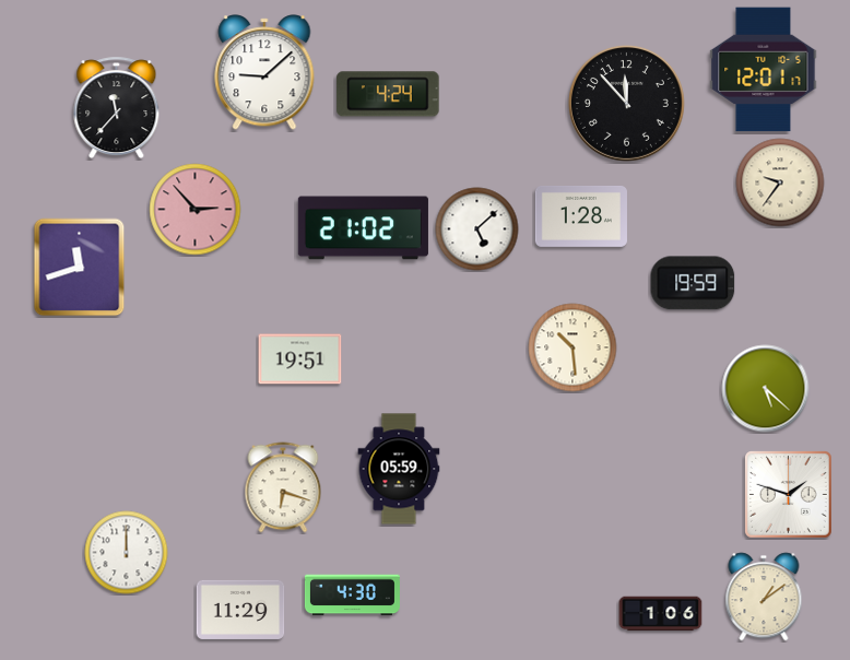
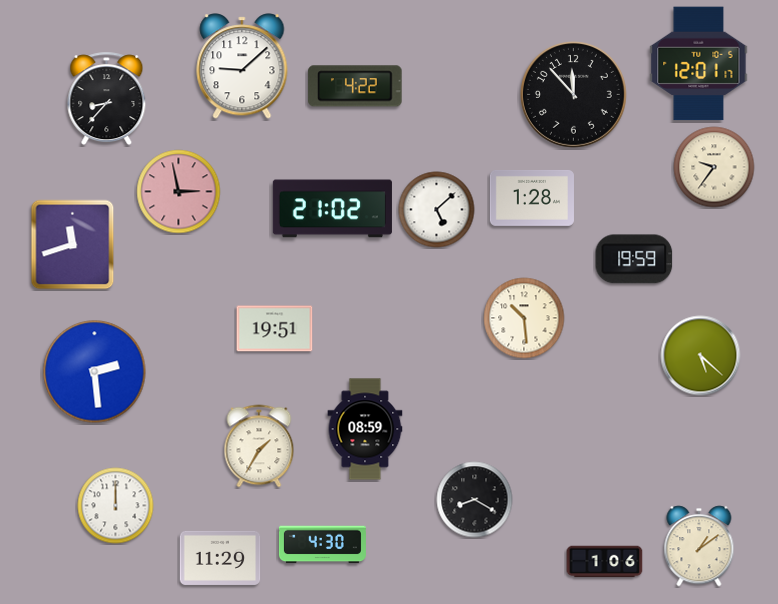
clock at (388, 94): 4:24 -> 4:22
clock at (117, 108): 11:37 -> 8:37
clock at (196, 210): 2:53 -> 2:58
clock at (95, 372): none -> 2:29
clock at (399, 469): 05:59 -> 08:59
clock at (283, 487): 6:18 -> 1:35
clock at (789, 495): 1:48 -> none
clock at (475, 500): none -> 8:20
